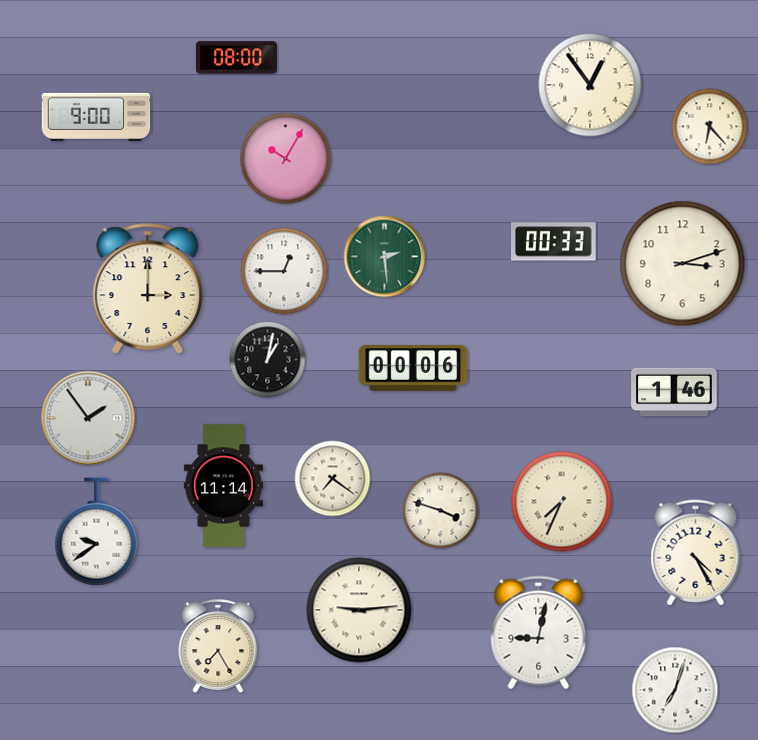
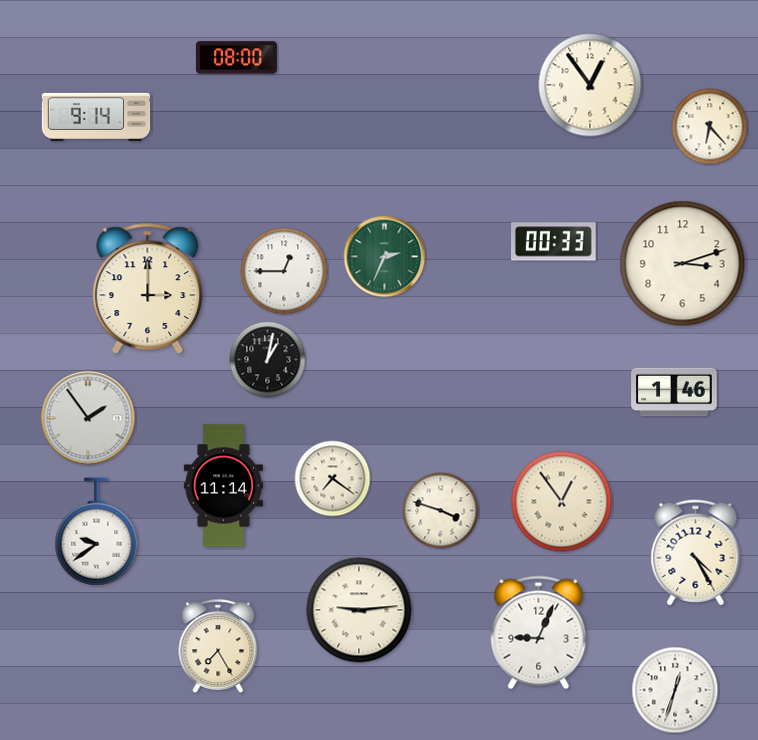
clock at (96, 117): 9:00 -> 9:14
clock at (286, 159): 10:05 -> none
clock at (385, 257): 2:29 -> 2:34
clock at (413, 369): 00:06 -> none
clock at (562, 502): 7:34 -> 12:54
clock at (539, 633): 9:02 -> 9:04
clock at (675, 690): 7:03 -> 12:33
